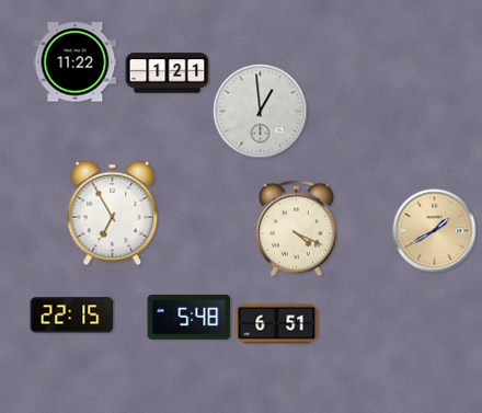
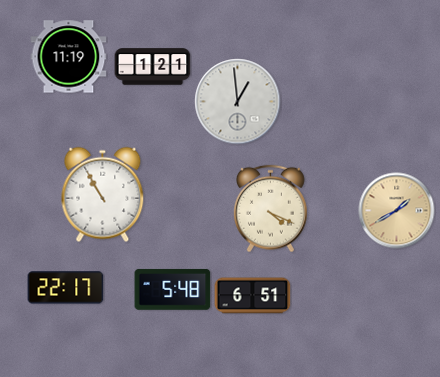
clock at (76, 62): 11:22 -> 11:19
clock at (113, 214): 6:55 -> 10:55
clock at (72, 316): 22:15 -> 22:17
